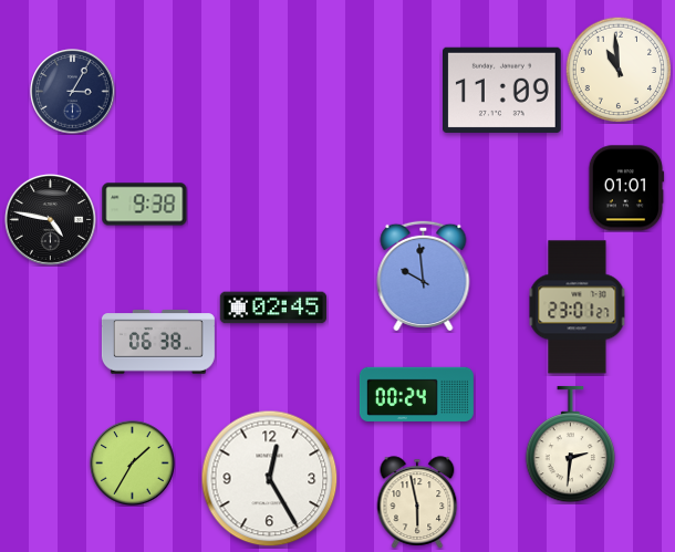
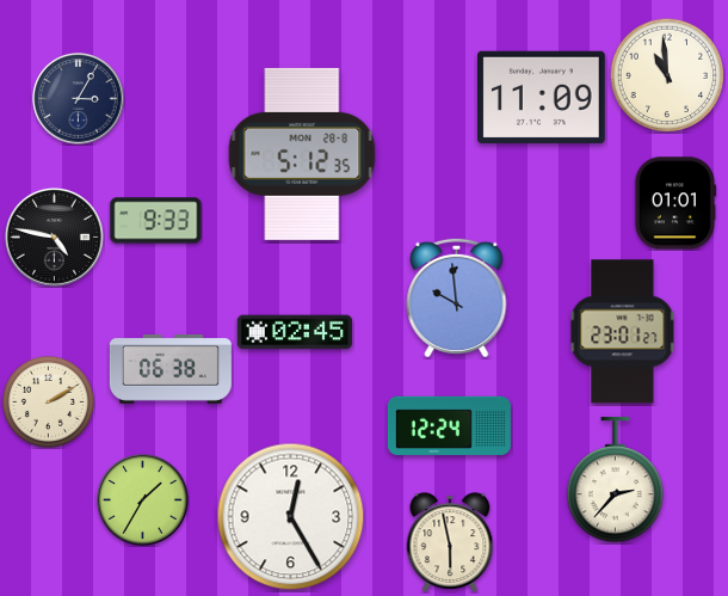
clock at (302, 154): none -> 5:12
clock at (145, 205): 9:38 -> 9:33
clock at (48, 401): none -> 2:10
clock at (416, 394): 00:24 -> 12:24
clock at (571, 445): 2:31 -> 2:37
